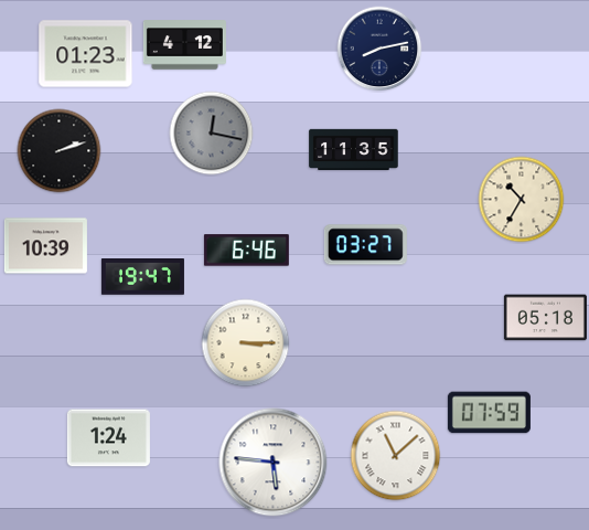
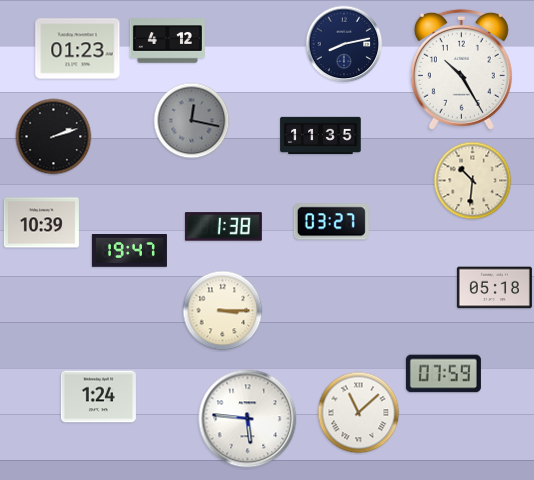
clock at (461, 69): none -> 10:25
clock at (522, 200): 10:35 -> 10:31
clock at (246, 251): 6:46 -> 1:38
